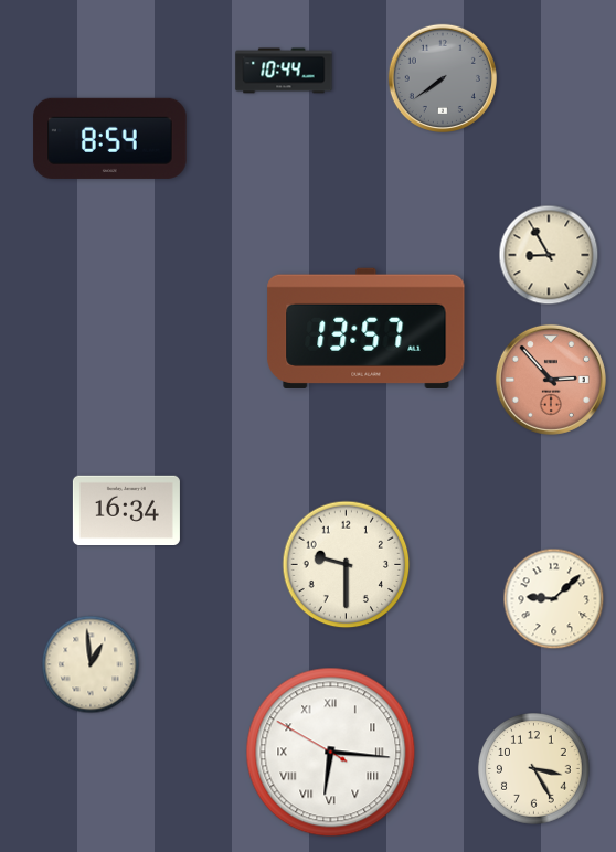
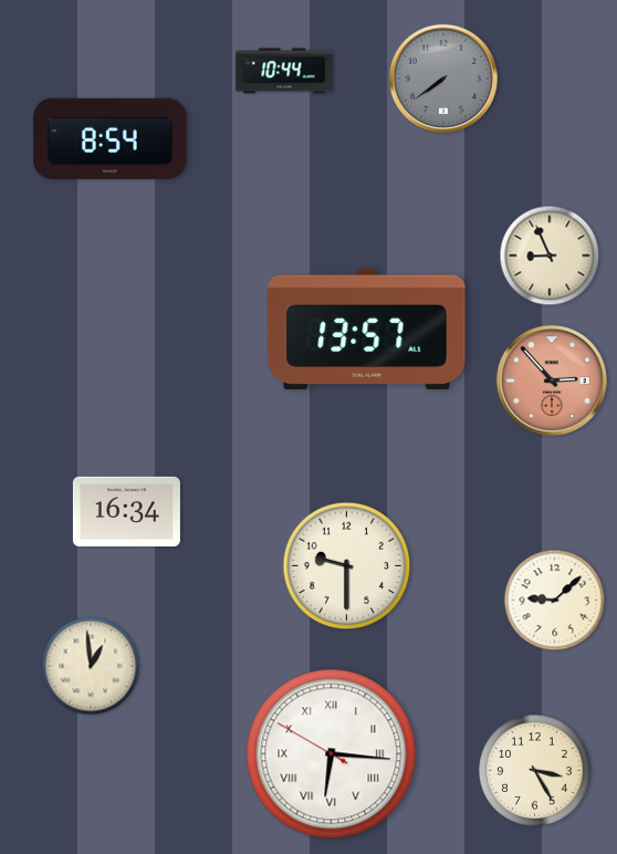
clock at (549, 255): 8:55 -> 8:56
